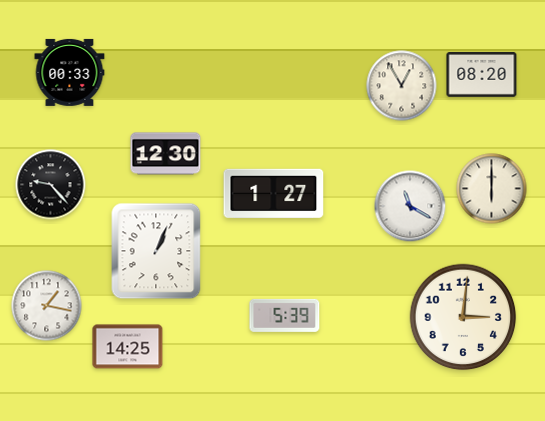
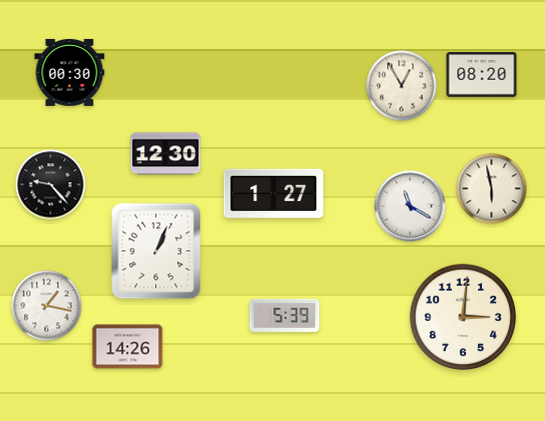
clock at (70, 72): 00:33 -> 00:30
clock at (492, 189): 6:00 -> 5:58
clock at (128, 347): 14:25 -> 14:26
